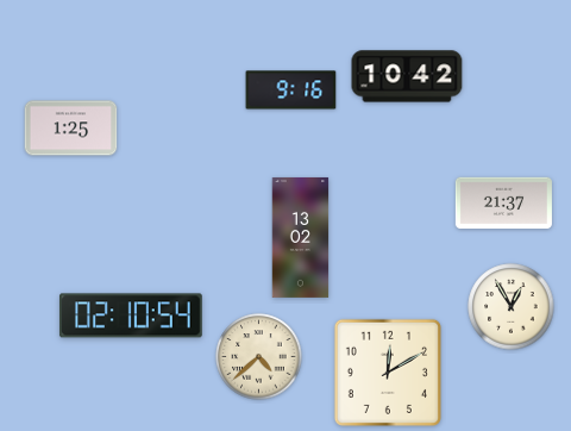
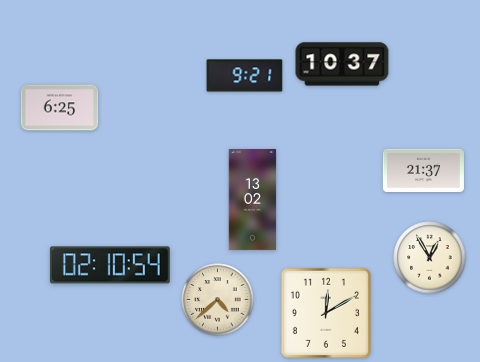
clock at (407, 76): 10:42 -> 10:37
clock at (291, 90): 9:16 -> 9:21
clock at (71, 129): 1:25 -> 6:25
